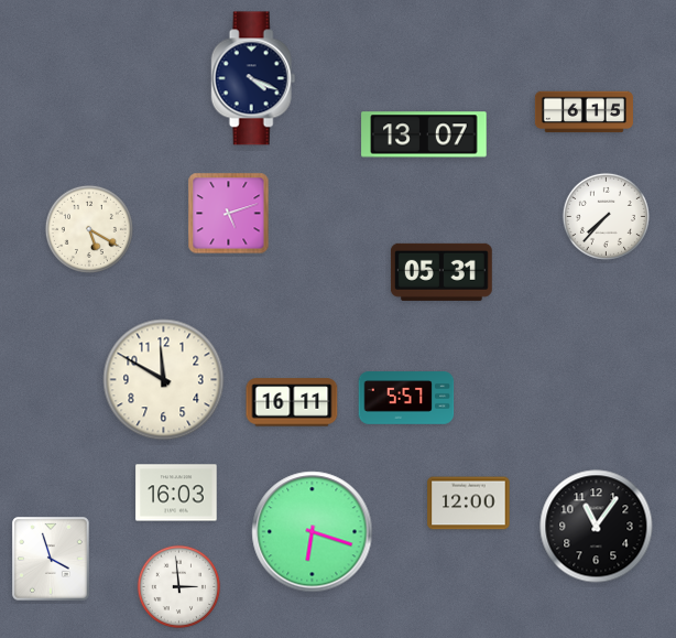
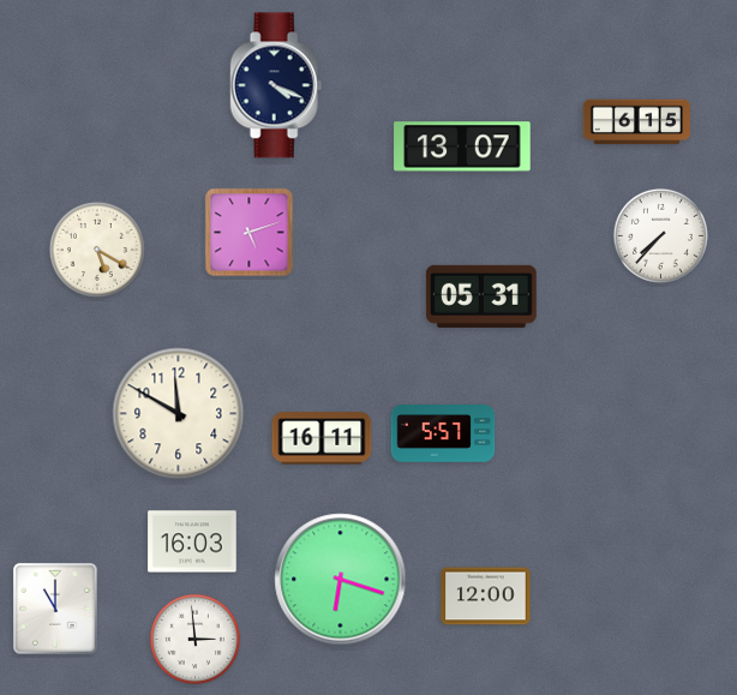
clock at (292, 402) position: (292, 402) -> (322, 438)
clock at (176, 493) position: (176, 493) -> (192, 541)
clock at (469, 504) position: (469, 504) -> (486, 597)
clock at (597, 527): 11:06 -> none
clock at (51, 559): 3:57 -> 11:00
